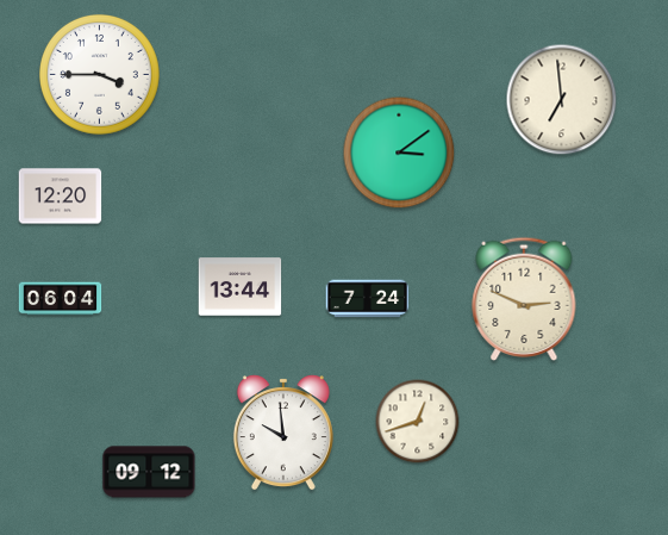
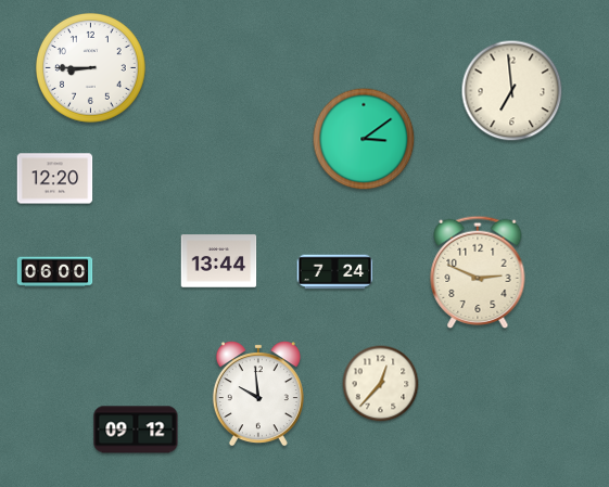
clock at (99, 74): 3:45 -> 8:45
clock at (61, 299): 06:04 -> 06:00
clock at (418, 422): 12:42 -> 12:37
